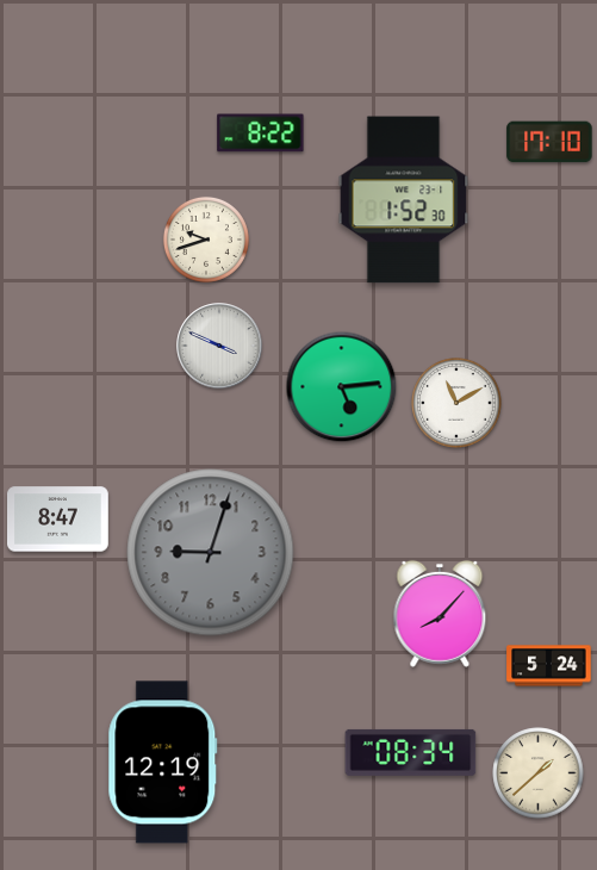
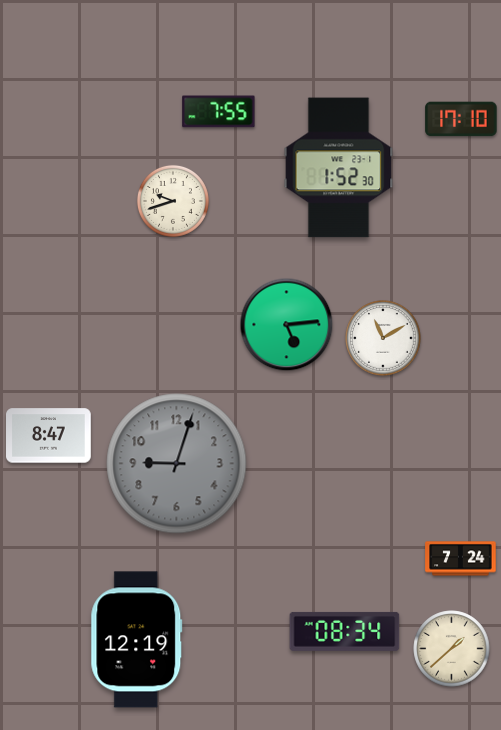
clock at (261, 133): 8:22 -> 7:55
clock at (219, 346): 3:49 -> none
clock at (440, 614): 8:07 -> none
clock at (549, 666): 5:24 -> 7:24
